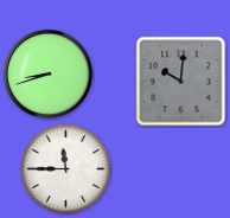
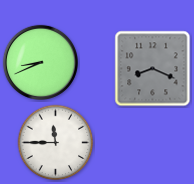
clock at (47, 73): 8:42 -> 8:41
clock at (181, 82): 10:01 -> 8:19
